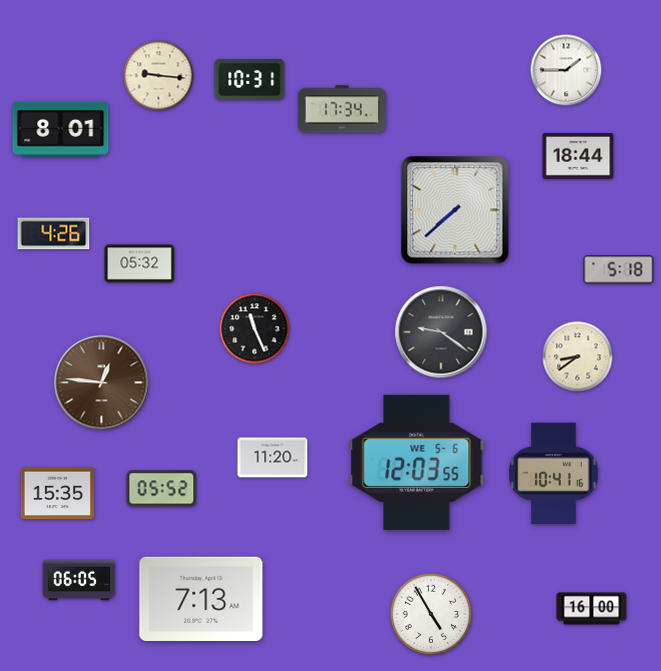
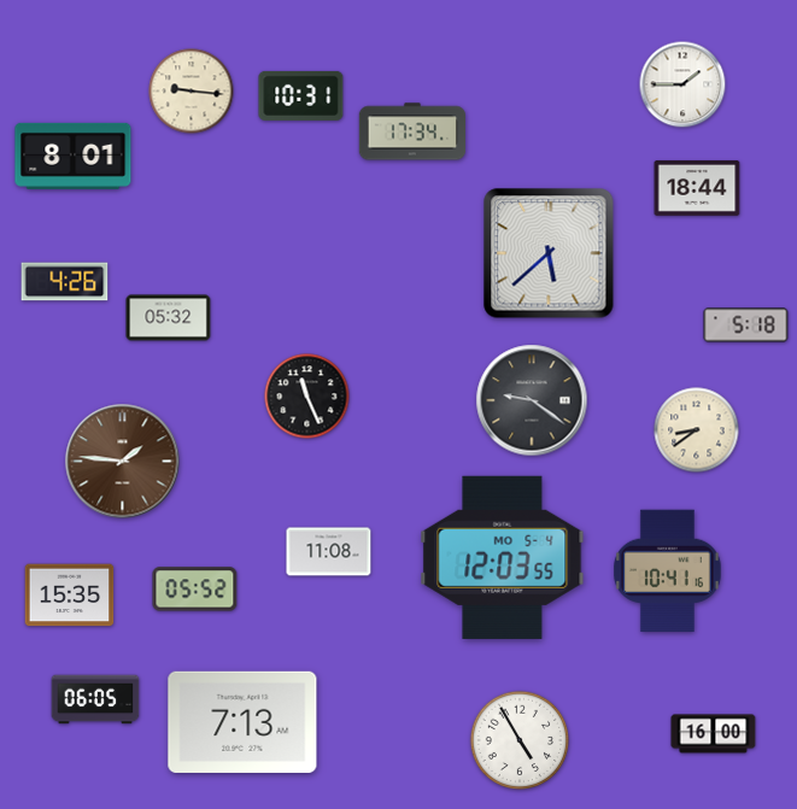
clock at (455, 210): 7:38 -> 5:38
clock at (102, 383): 12:46 -> 1:46
clock at (273, 458): 11:20 -> 11:08
clock at (417, 462) date: WE 5-6 -> MO 5-4
